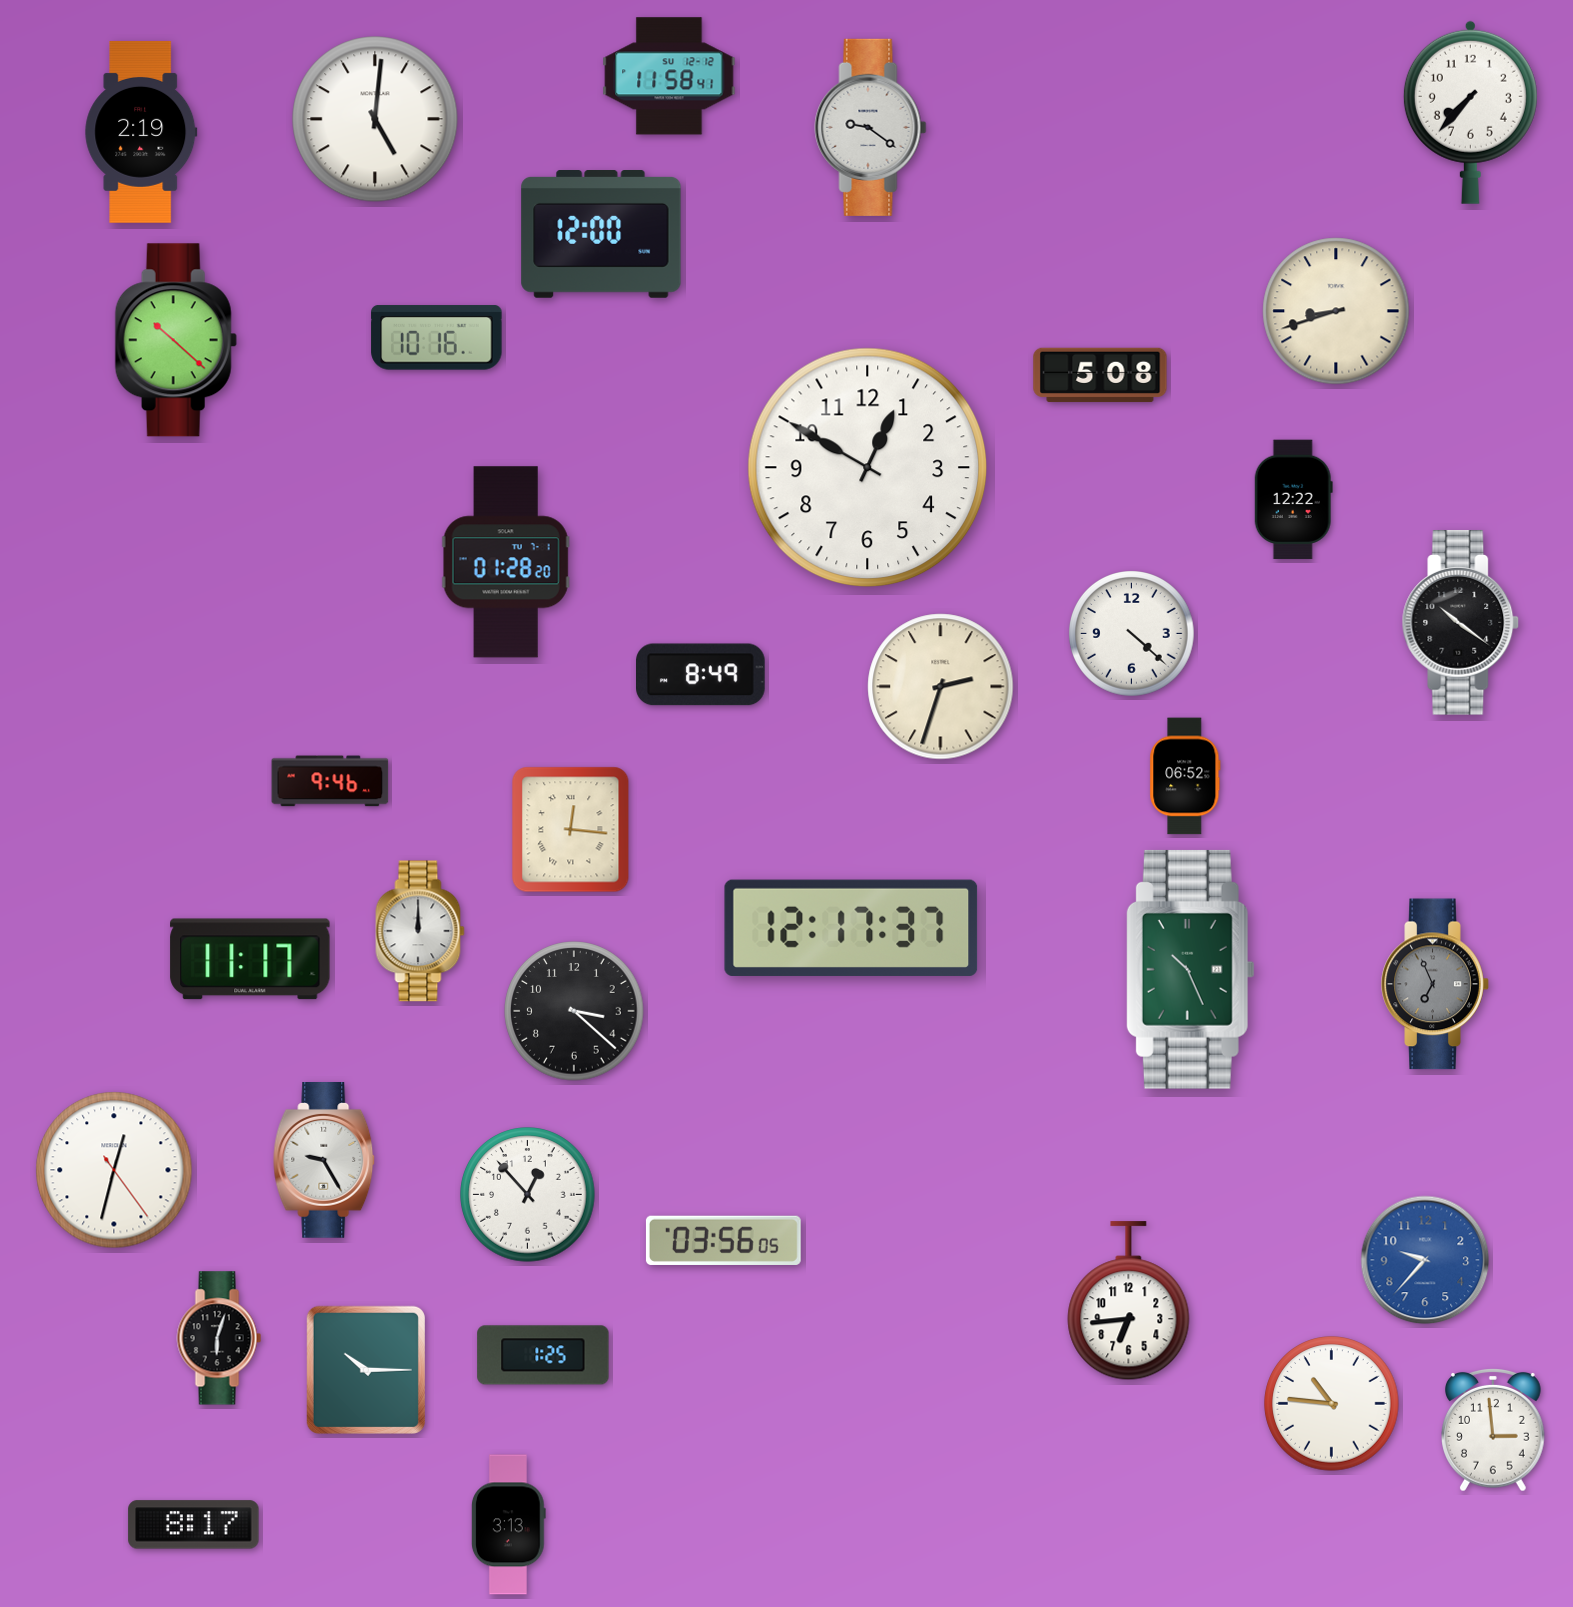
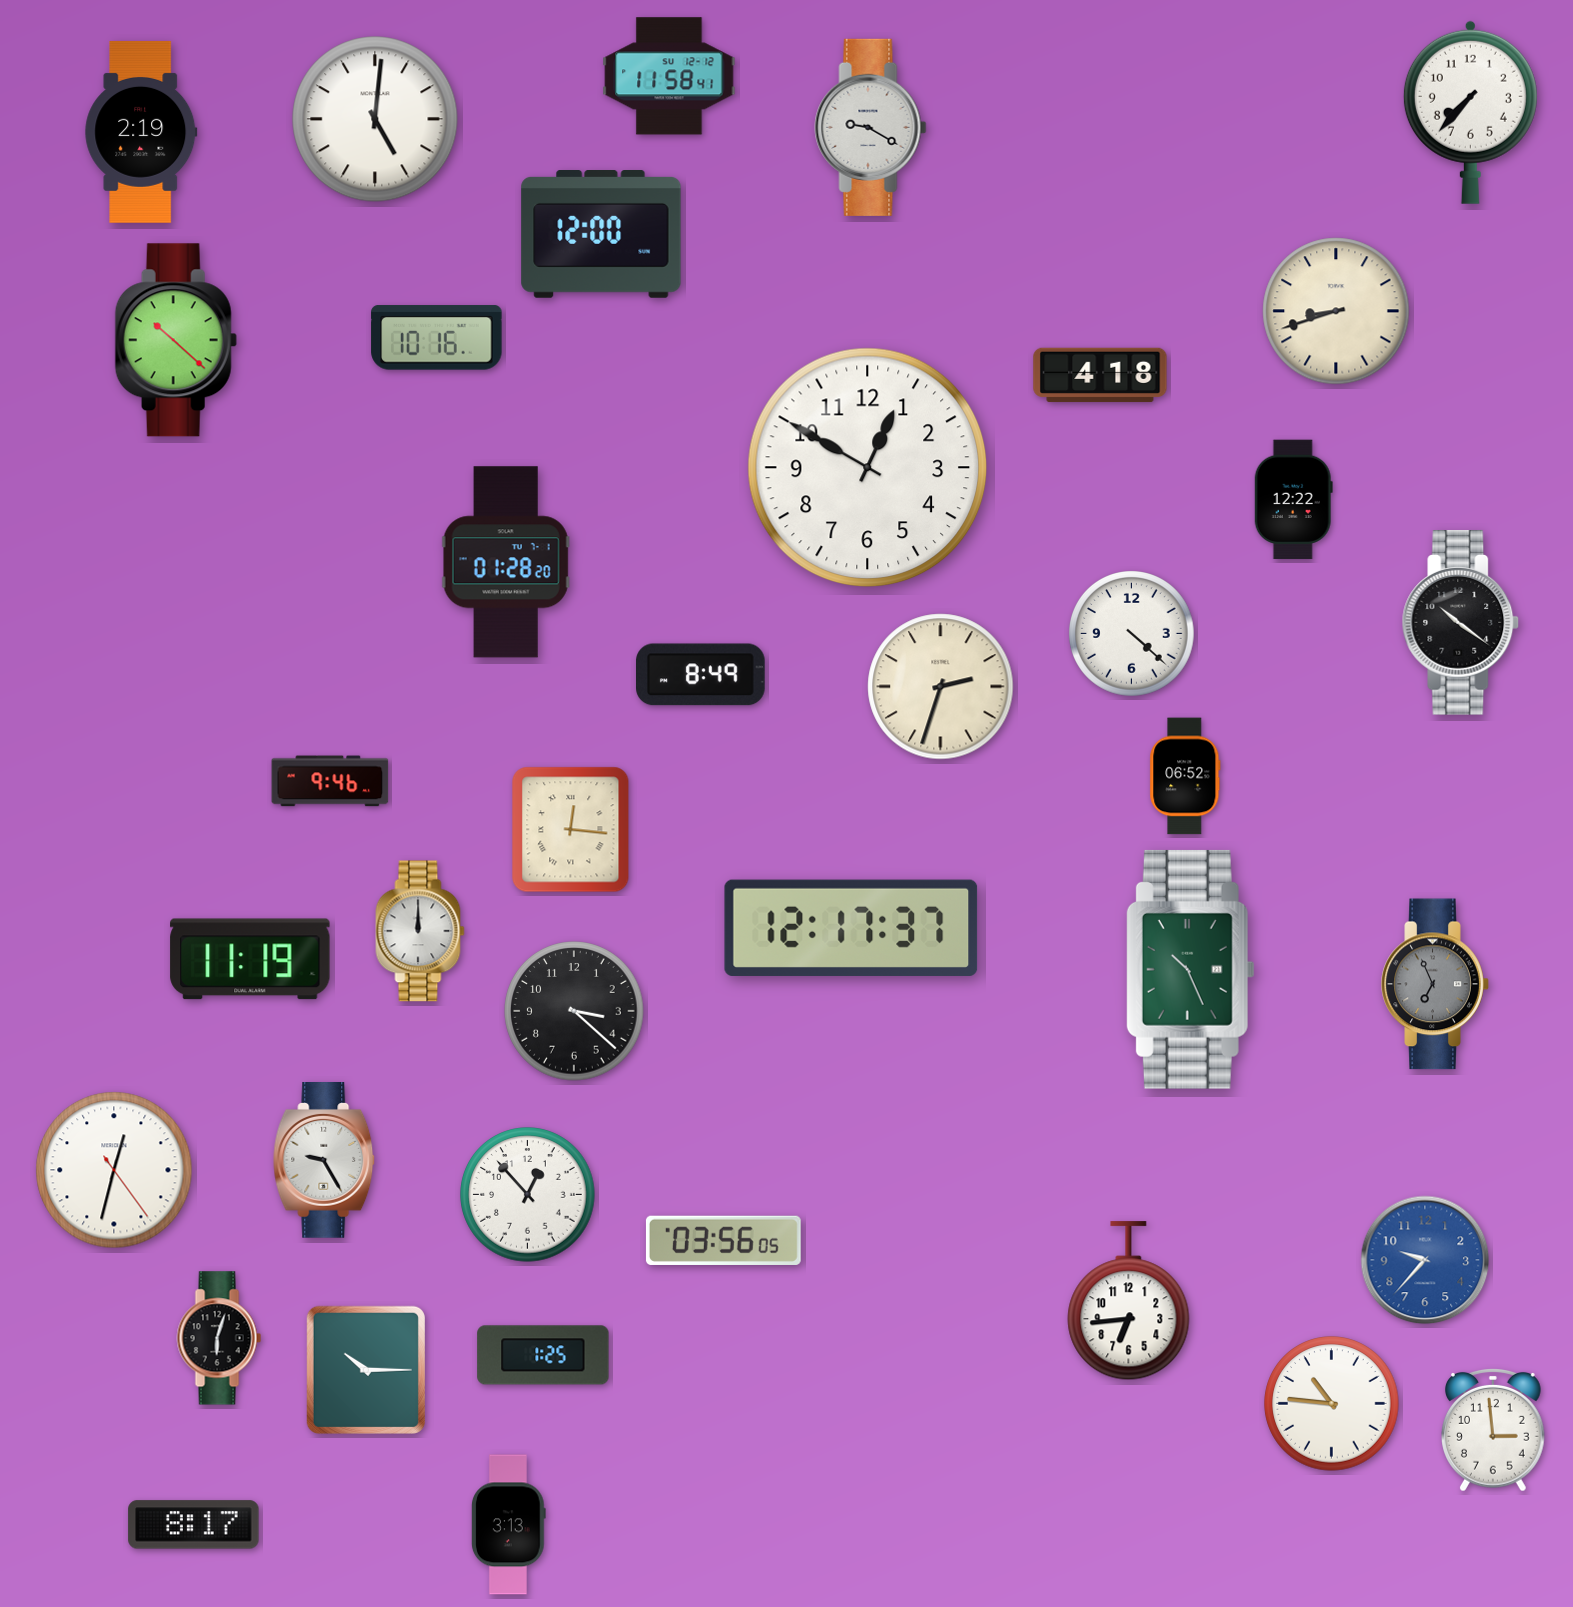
clock at (871, 127): 9:21 -> 9:20
clock at (1100, 375): 5:08 -> 4:18
clock at (250, 959): 11:17 -> 11:19
